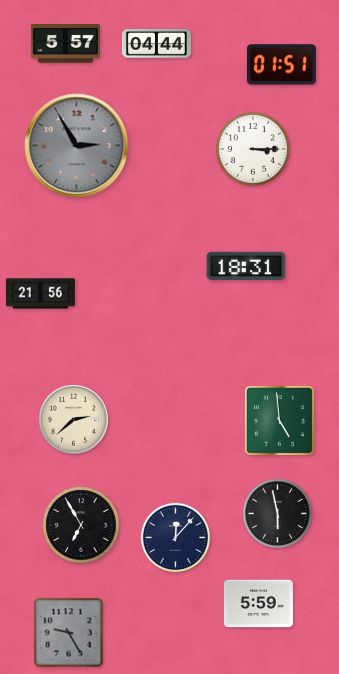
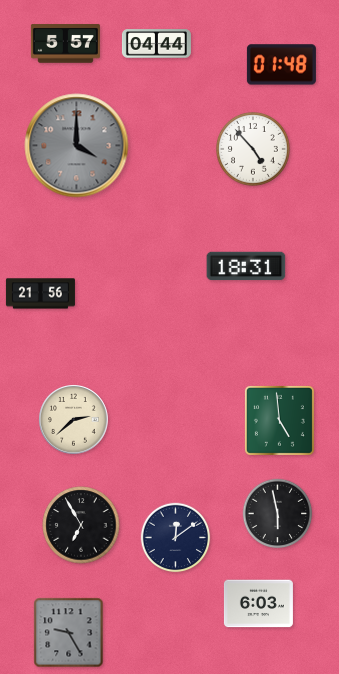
clock at (281, 65): 01:51 -> 01:48
clock at (77, 146): 2:55 -> 4:00
clock at (254, 150): 3:15 -> 4:53
clock at (176, 538): 12:07 -> 12:09
clock at (258, 604): 5:59 -> 6:03
